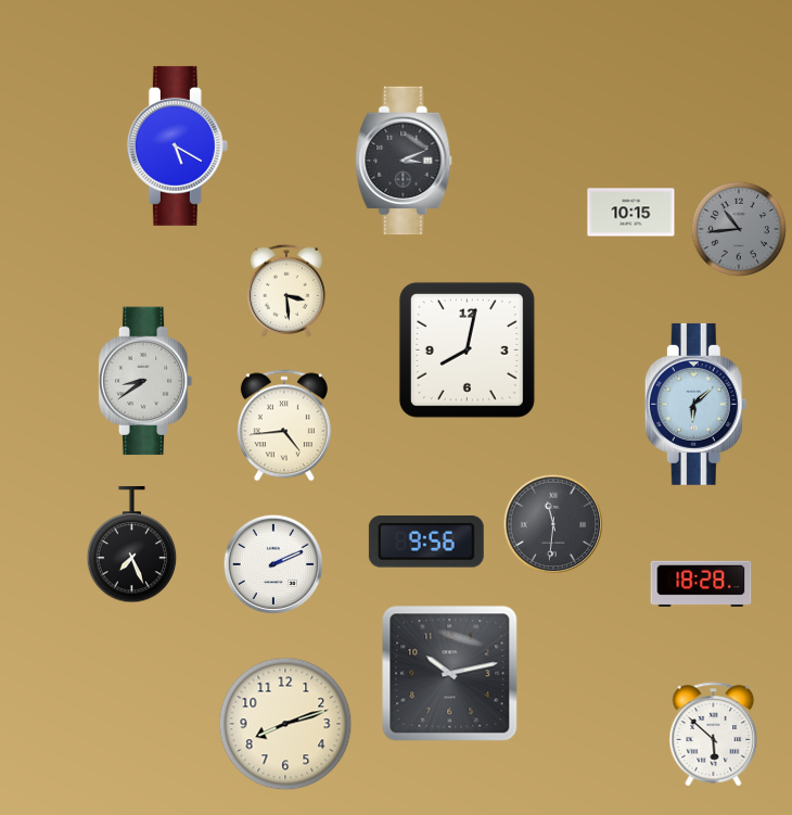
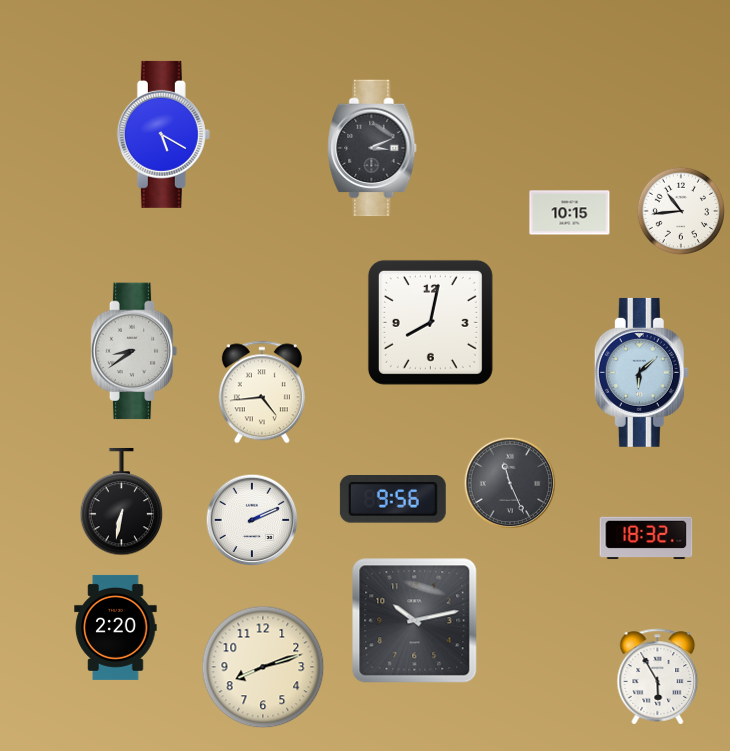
clock at (631, 213) position: (631, 213) -> (570, 213)
clock at (738, 228) dial: grey -> white
clock at (286, 291): 3:29 -> none
clock at (553, 524): 11:31 -> 11:26
clock at (132, 545): 7:26 -> 6:32
clock at (701, 584): 18:28 -> 18:32
clock at (116, 627): none -> 2:20
clock at (714, 735): 5:52 -> 5:55
